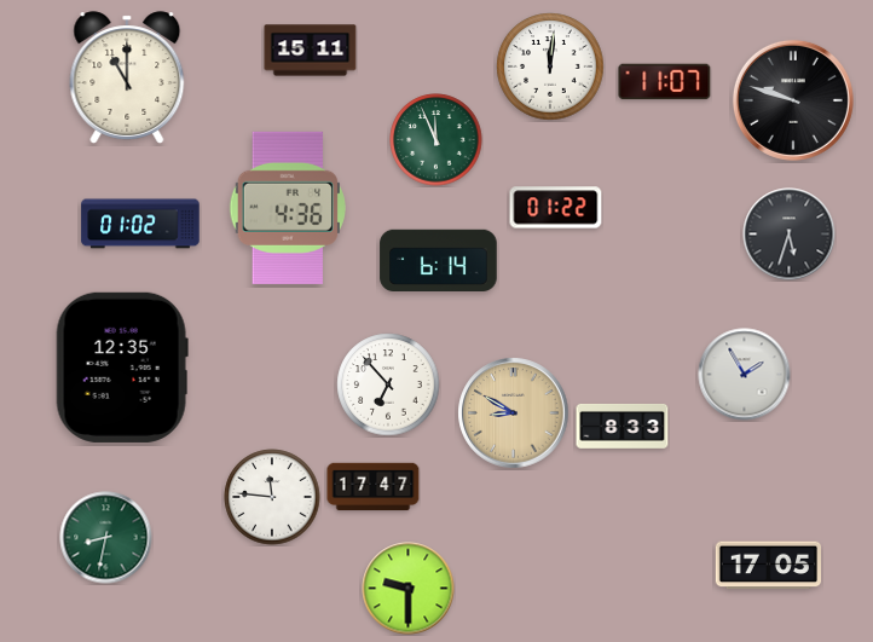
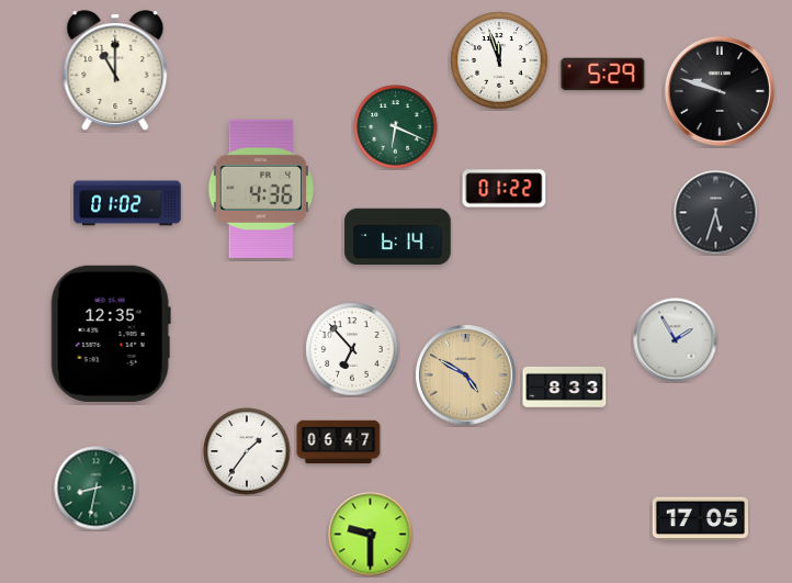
clock at (311, 51): 15:11 -> none
clock at (550, 66): 12:01 -> 11:57
clock at (665, 82): 11:07 -> 5:29
clock at (436, 140): 11:56 -> 6:19
clock at (514, 413): 8:50 -> 4:50
clock at (374, 487): 17:47 -> 06:47
clock at (272, 497): 11:46 -> 1:36
clock at (768, 566) position: (768, 566) -> (700, 519)
